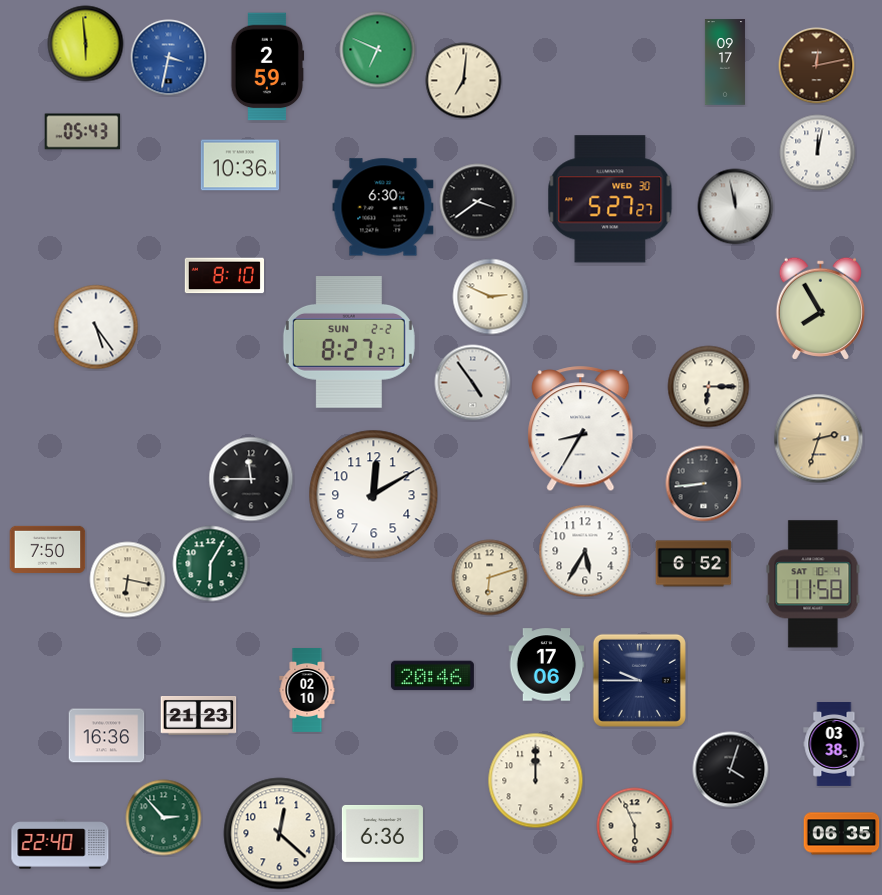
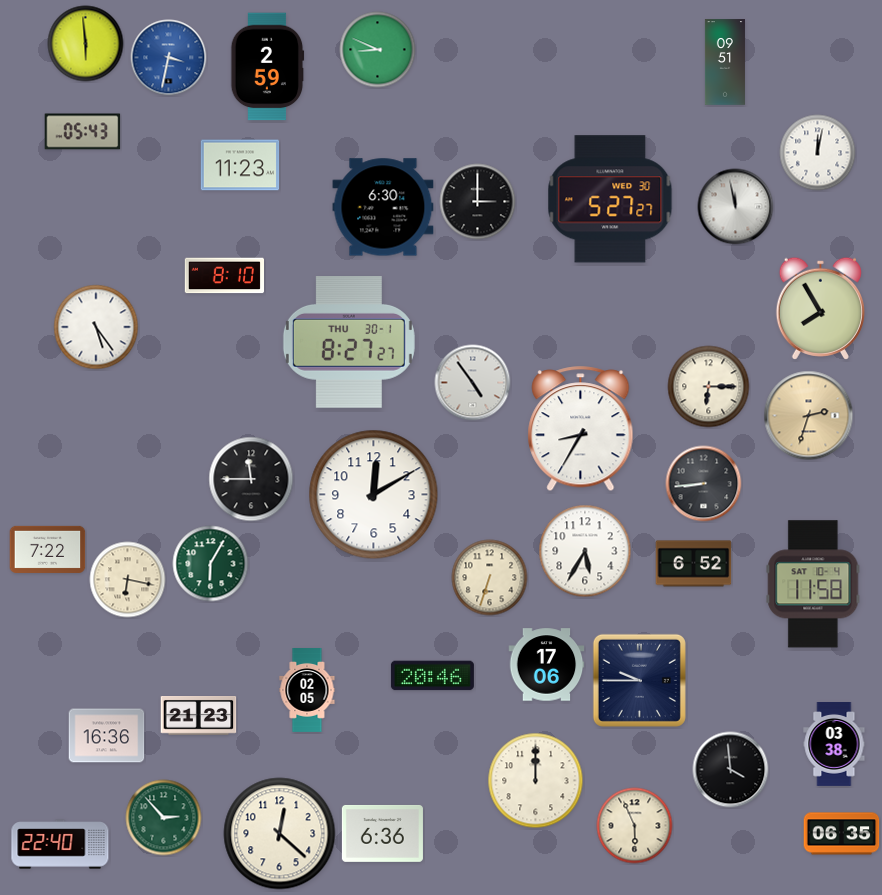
clock at (378, 50): 6:49 -> 8:49
clock at (725, 62): 09:17 -> 09:51
clock at (817, 66): 12:13 -> none
clock at (464, 81): 7:01 -> none
clock at (240, 165): 10:36 -> 11:23
clock at (478, 202): 3:39 -> 3:00
clock at (491, 297): 2:49 -> none
clock at (349, 343) date: SUN 2-2 -> THU 30-1
clock at (819, 439) position: (819, 439) -> (809, 416)
clock at (48, 549): 7:50 -> 7:22
clock at (490, 578): 6:12 -> 6:33
clock at (307, 691): 02:10 -> 02:05
clock at (731, 770): 4:03 -> 3:59
